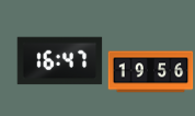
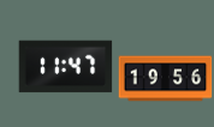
clock at (59, 61): 16:47 -> 11:47
